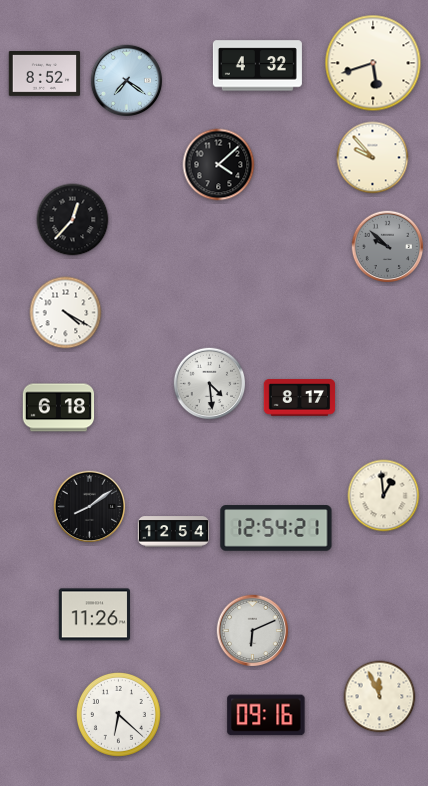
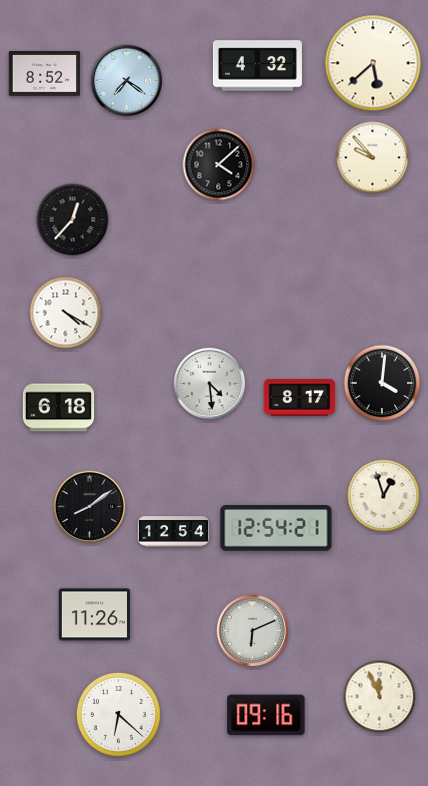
clock at (373, 63): 5:42 -> 5:38
clock at (388, 247): 9:52 -> none
clock at (382, 383): none -> 4:01
clock at (384, 496): 12:59 -> 12:57
